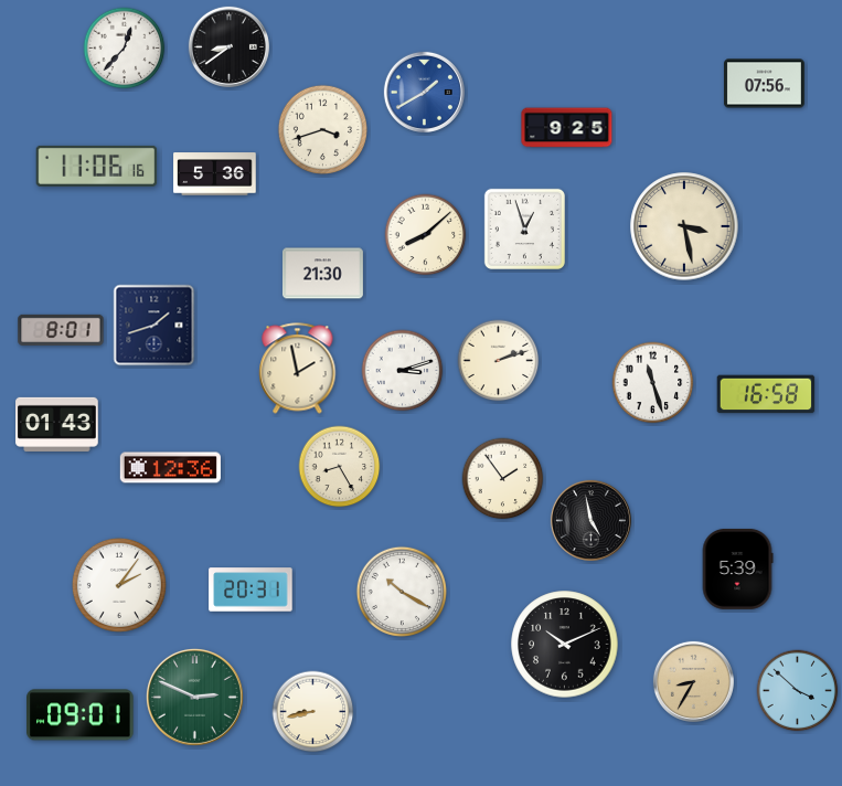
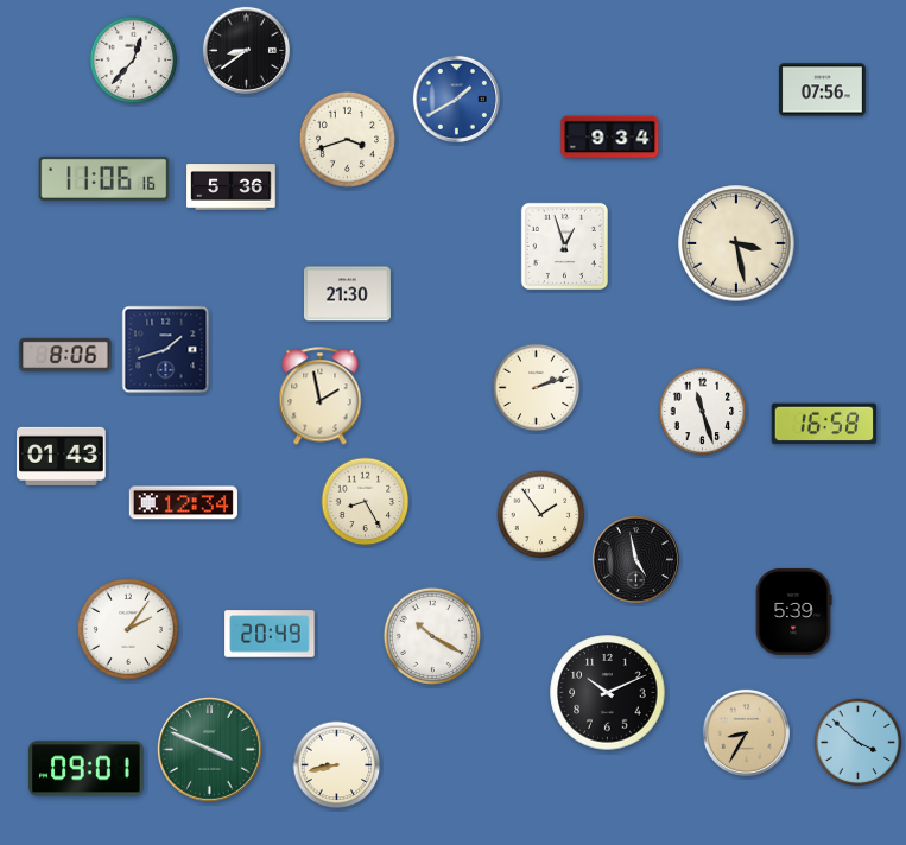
clock at (125, 49) position: (125, 49) -> (134, 61)
clock at (567, 128): 9:25 -> 9:34
clock at (426, 235): 8:08 -> none
clock at (61, 330): 8:01 -> 8:06
clock at (403, 371): 3:12 -> none
clock at (170, 468): 12:36 -> 12:34
clock at (251, 589): 20:31 -> 20:49
clock at (194, 697): 2:49 -> 3:49
